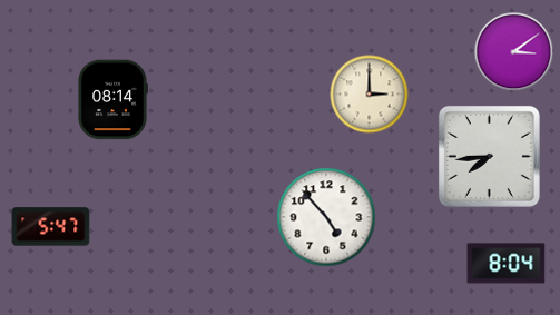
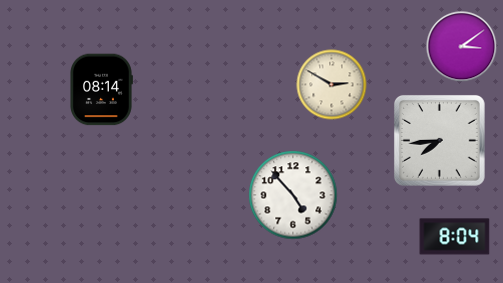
clock at (370, 95): 3:00 -> 2:50
clock at (51, 227): 5:47 -> none
